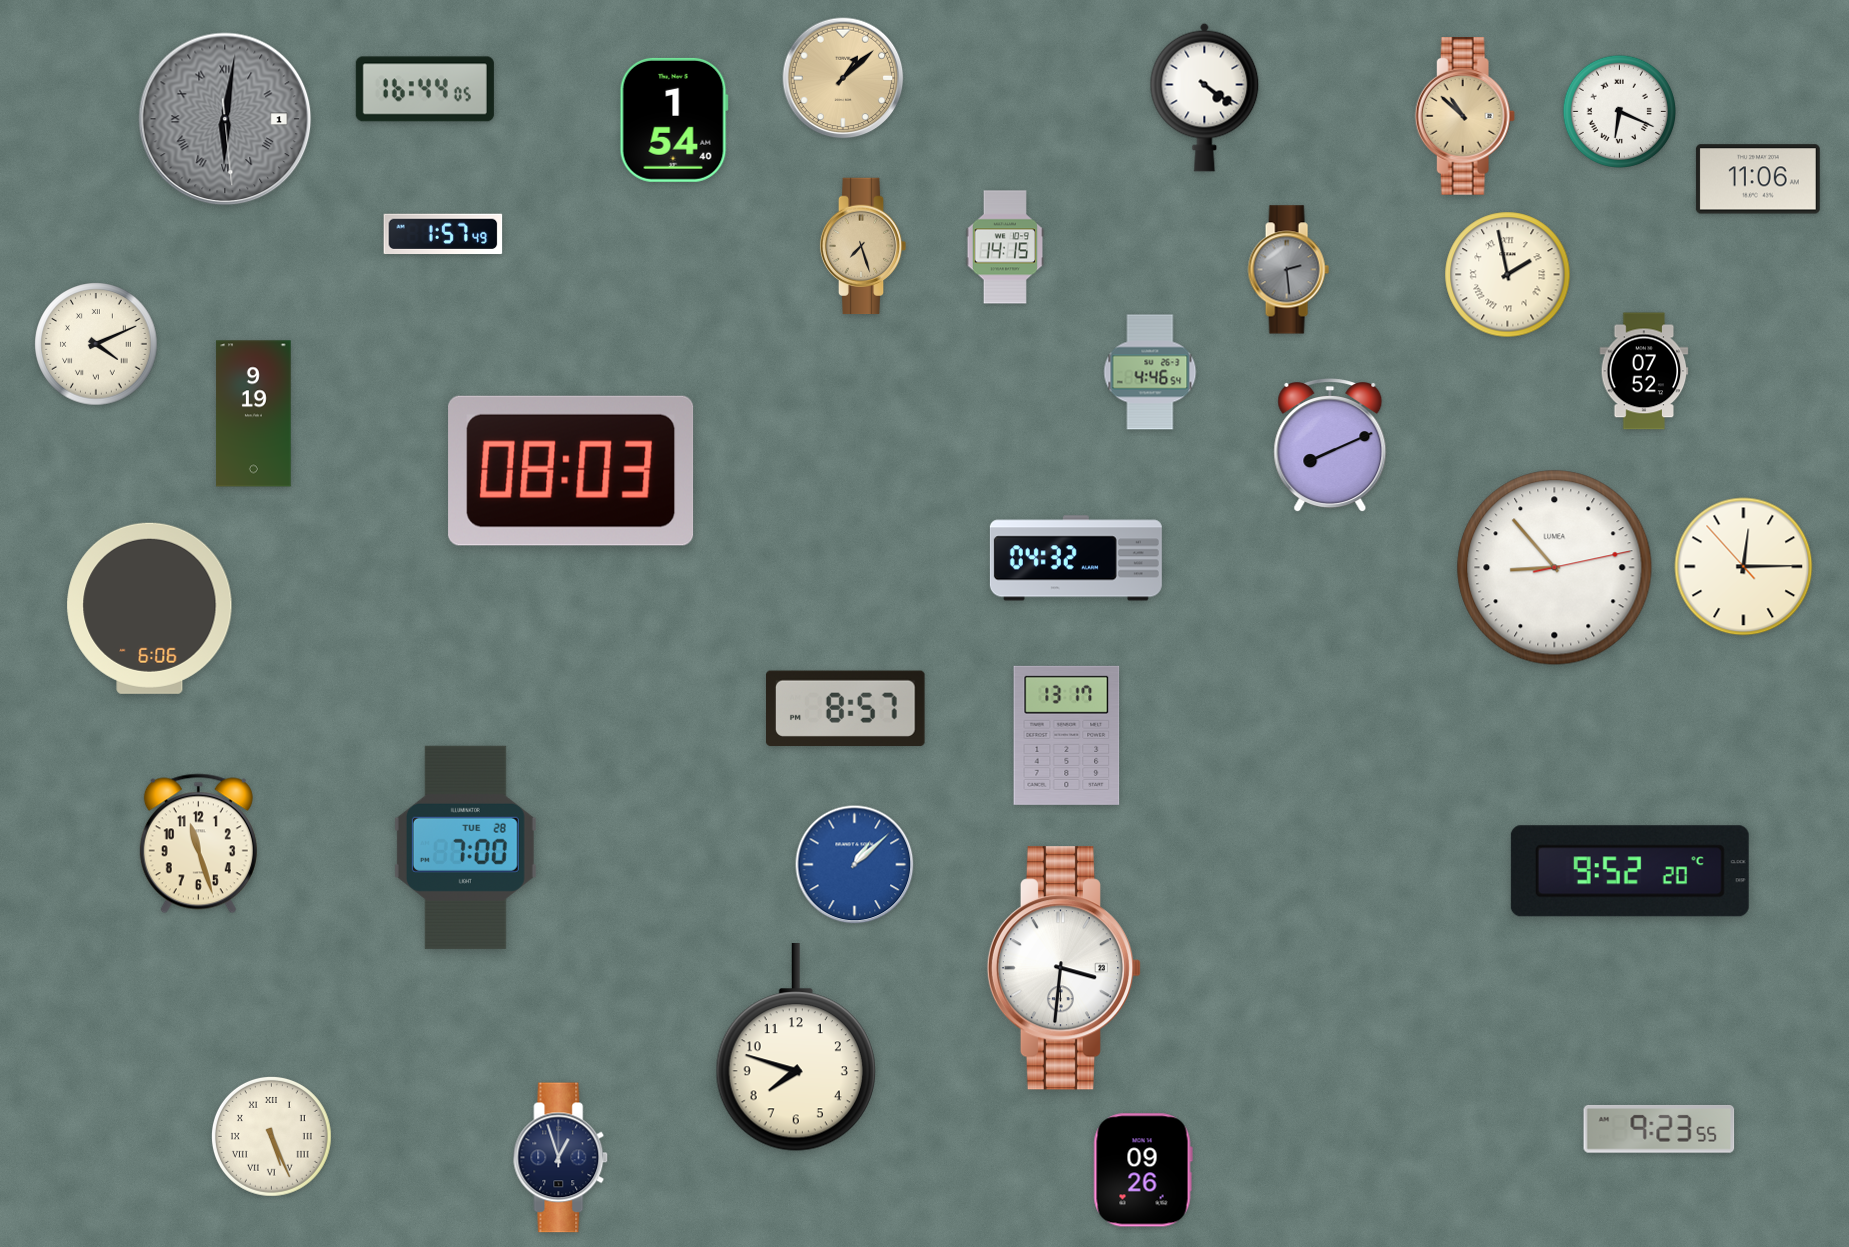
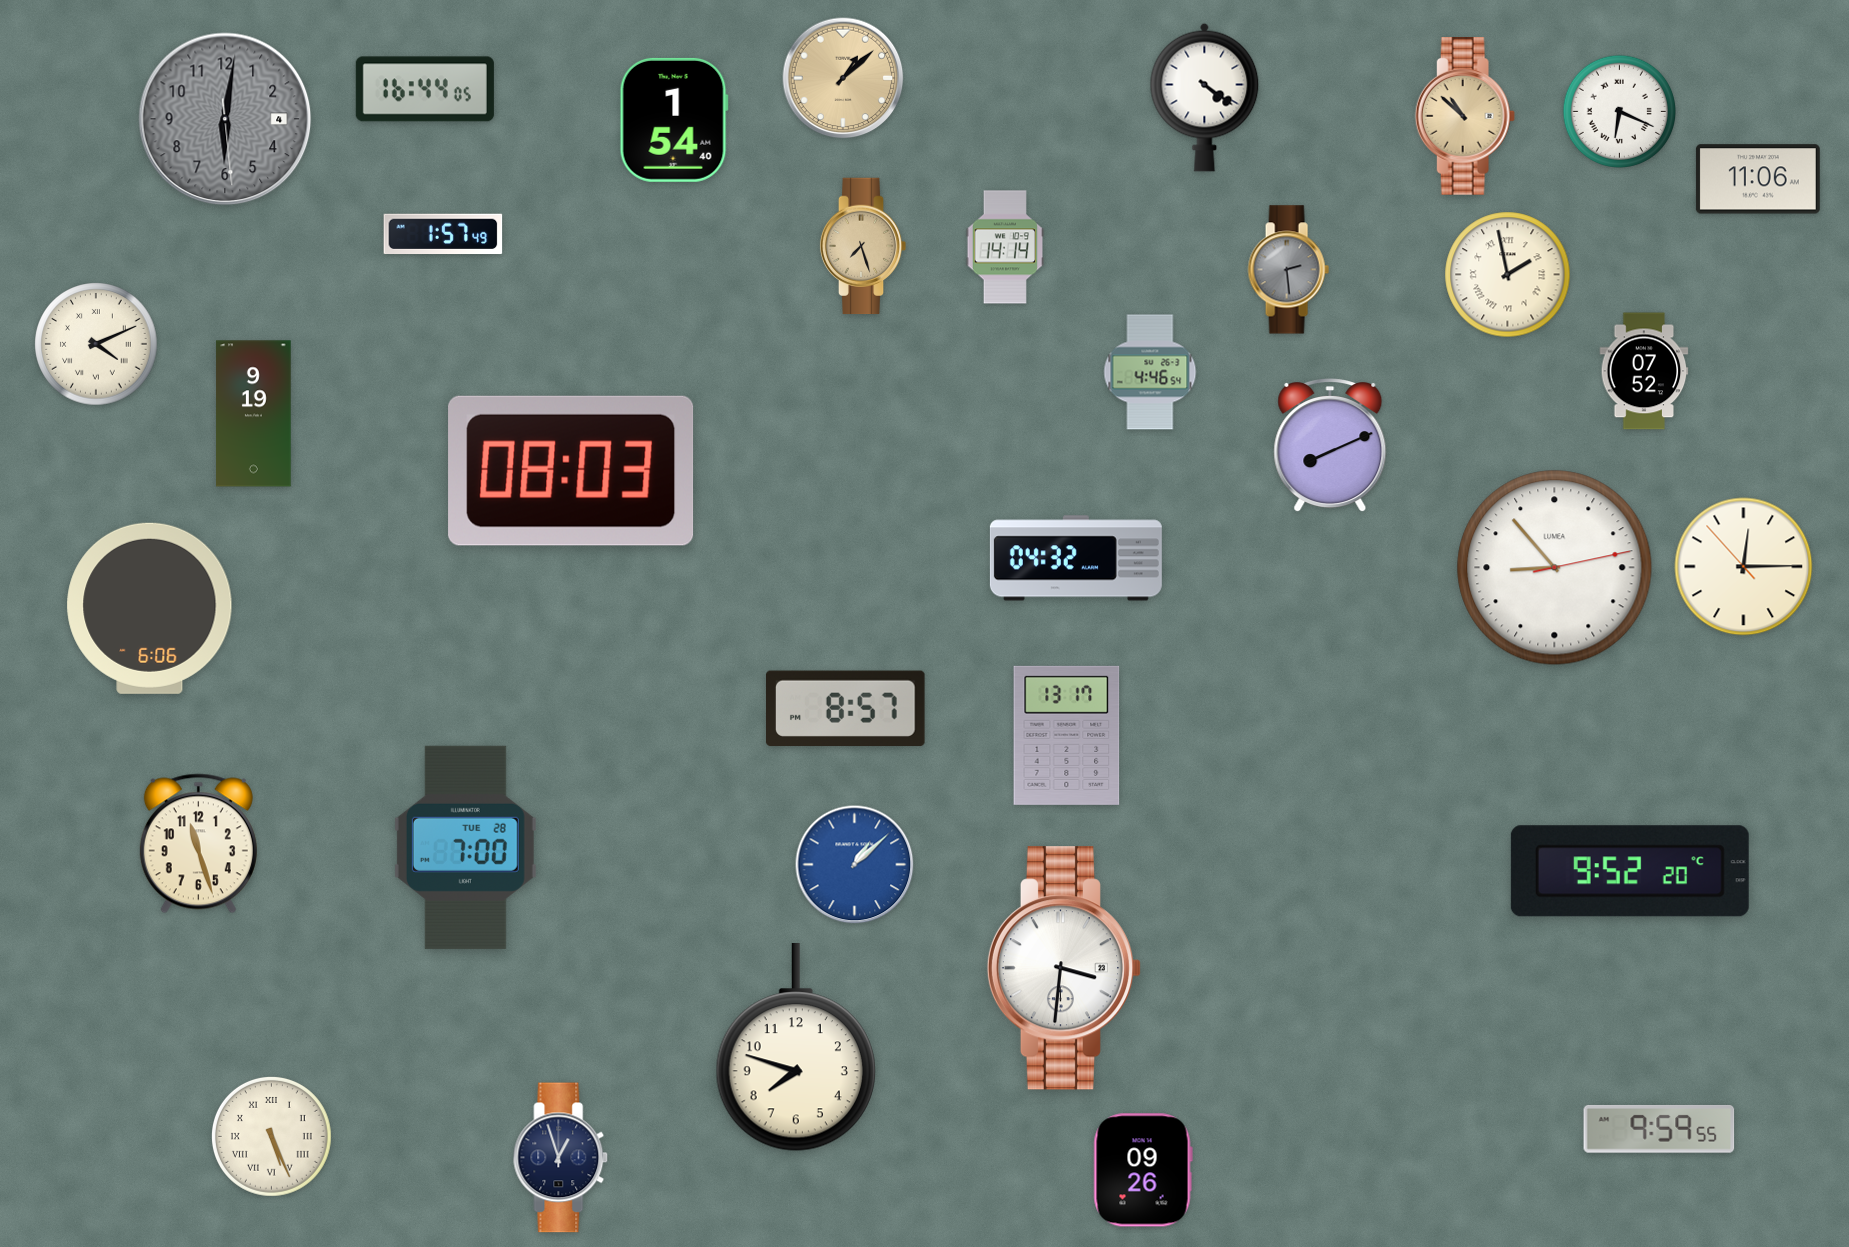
clock at (225, 119) date: 1 -> 4
clock at (225, 119) numerals: Roman -> Arabic
clock at (1005, 247): 14:15 -> 14:14
clock at (1659, 1129): 9:23 -> 9:59
